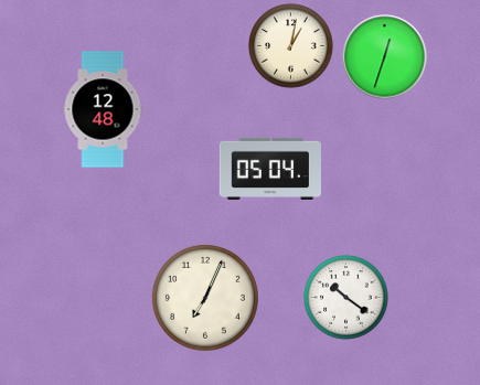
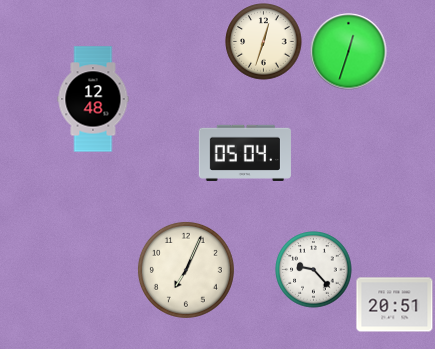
clock at (291, 46): 1:02 -> 12:33
clock at (346, 298): 10:21 -> 9:23
clock at (395, 305): none -> 20:51
